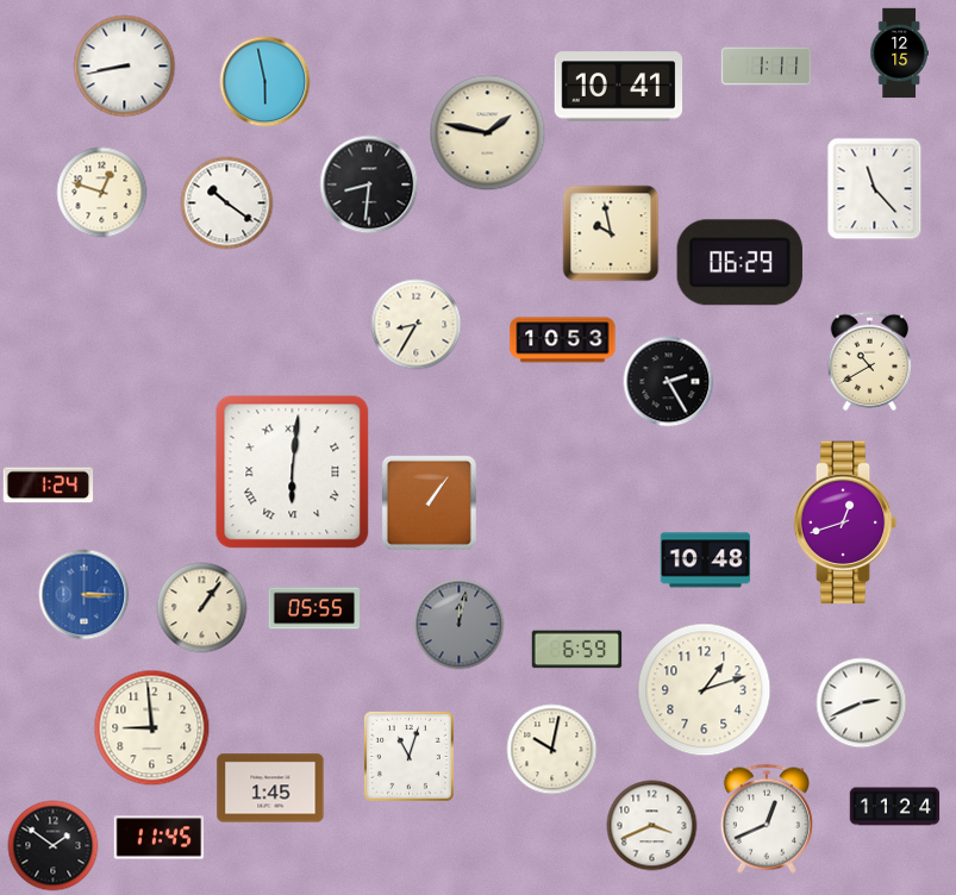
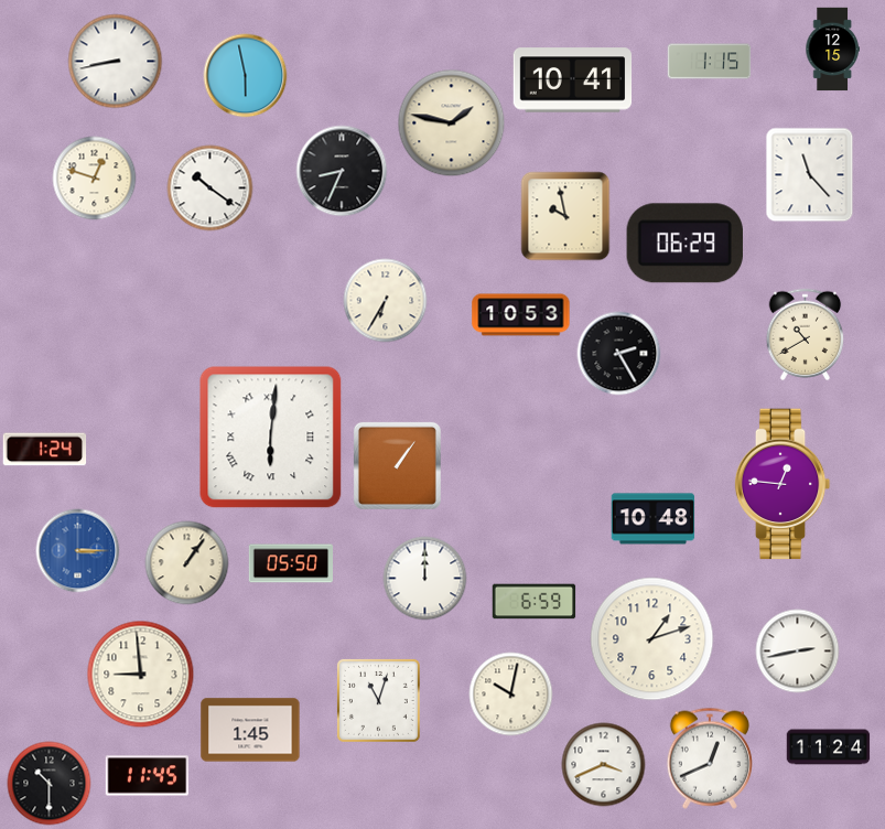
clock at (767, 67): 1:11 -> 1:15
clock at (369, 184): 8:31 -> 8:34
clock at (417, 325): 8:35 -> 6:35
clock at (845, 522): 12:42 -> 12:46
clock at (313, 608): 05:55 -> 05:50
clock at (460, 625): 12:02 -> 12:00
clock at (460, 625) dial: grey -> white
clock at (862, 703): 2:41 -> 2:43
clock at (54, 846): 1:51 -> 10:30
